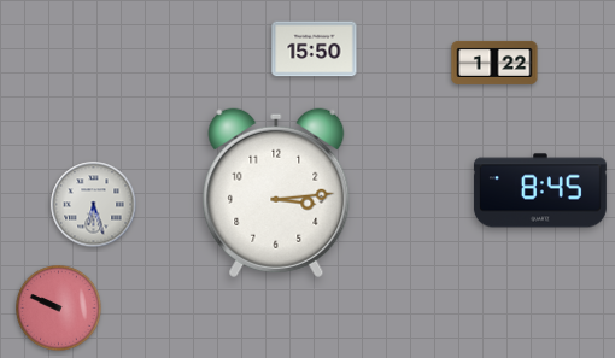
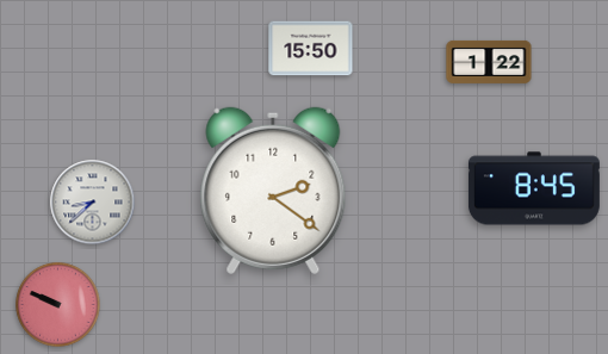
clock at (276, 193): 3:14 -> 2:21
clock at (94, 205): 6:27 -> 8:38
